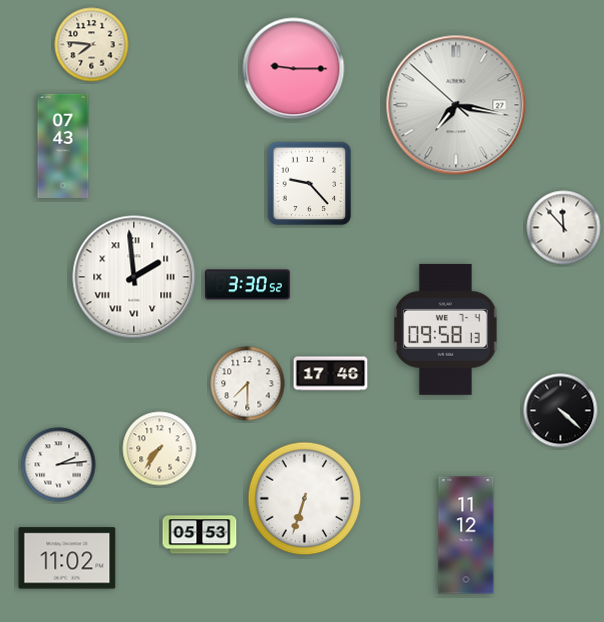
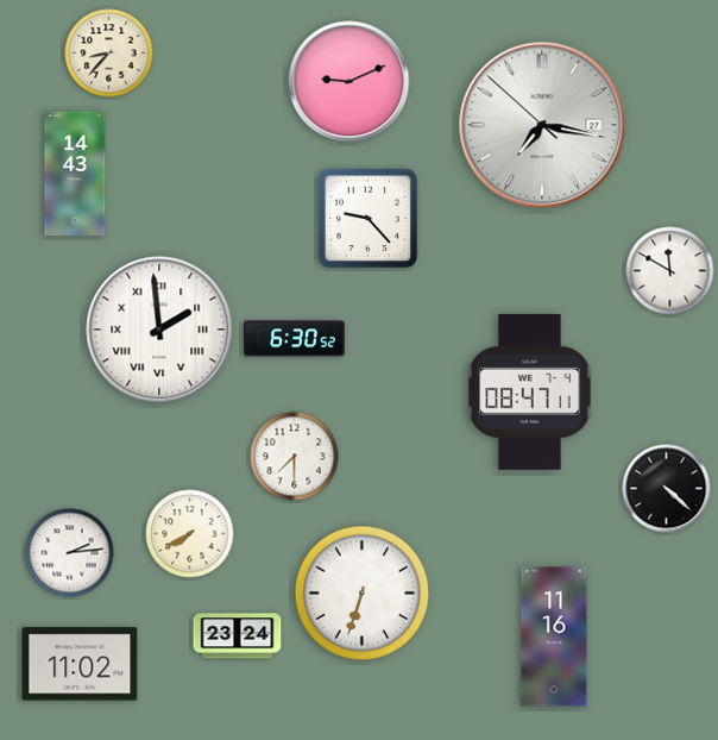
clock at (92, 45): 7:46 -> 8:37
clock at (294, 69): 9:15 -> 9:11
clock at (63, 145): 07:43 -> 14:43
clock at (564, 228): 11:53 -> 11:50
clock at (248, 285): 3:30 -> 6:30
clock at (446, 329): 09:58 -> 08:47
clock at (331, 374): 17:46 -> none
clock at (160, 449): 7:36 -> 7:40
clock at (200, 535): 05:53 -> 23:24
clock at (466, 535): 11:12 -> 11:16
